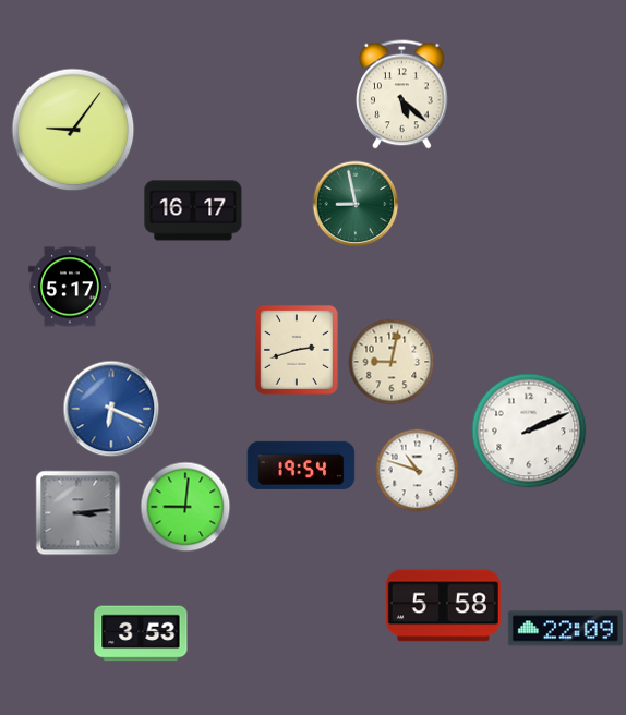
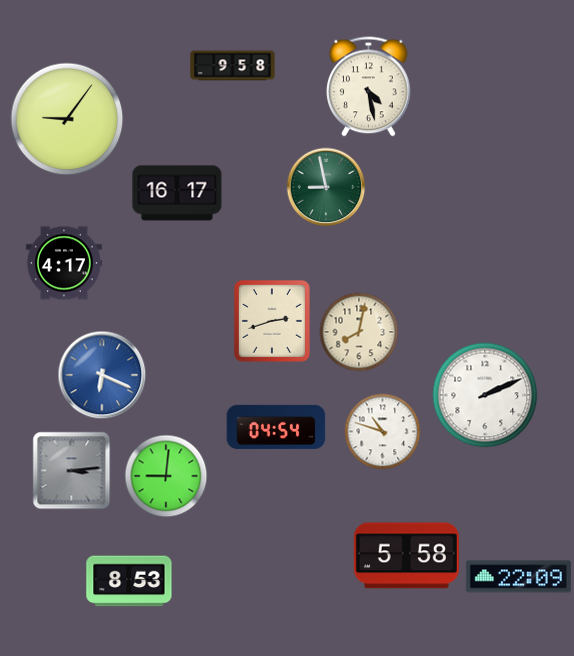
clock at (233, 66): none -> 9:58
clock at (402, 95): 5:22 -> 4:28
clock at (70, 287): 5:17 -> 4:17
clock at (392, 362): 9:02 -> 8:02
clock at (301, 465): 19:54 -> 04:54
clock at (185, 507) position: (185, 507) -> (166, 476)
clock at (141, 633): 3:53 -> 8:53
